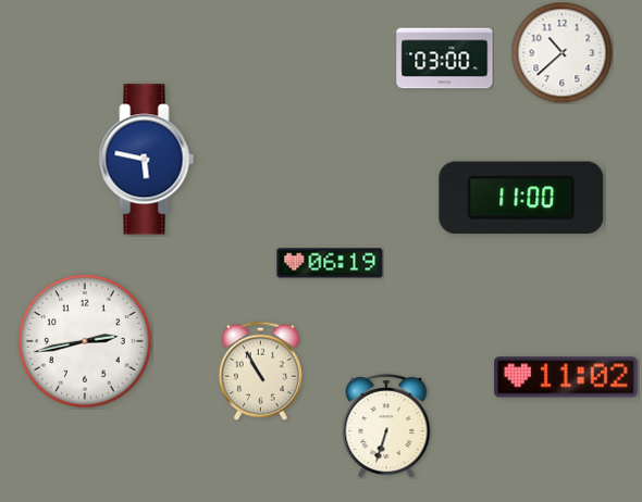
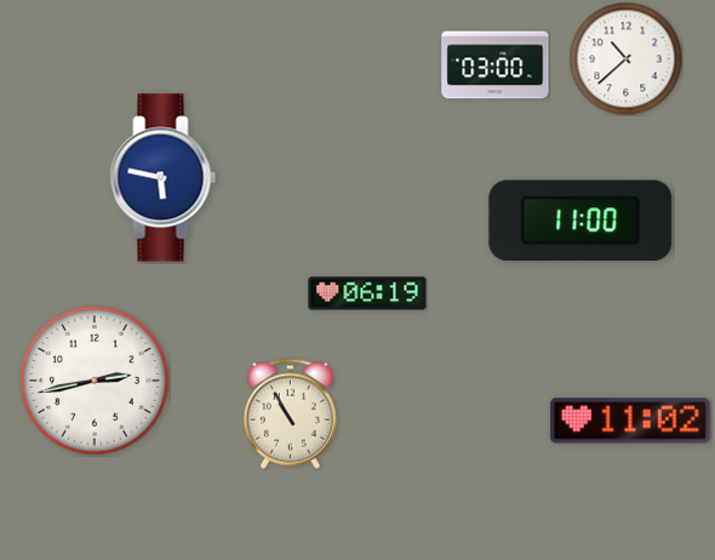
clock at (386, 426): 6:33 -> none
